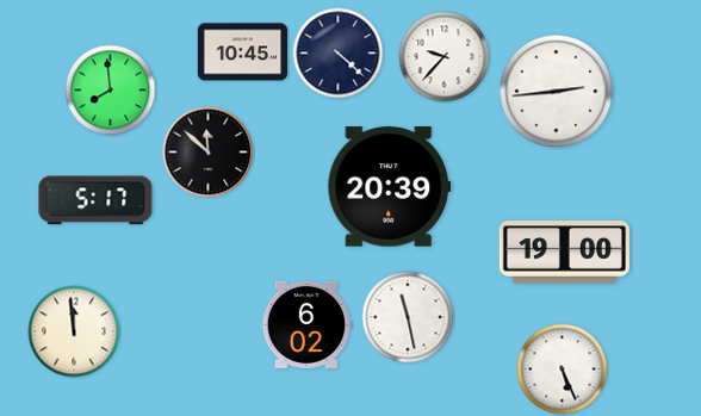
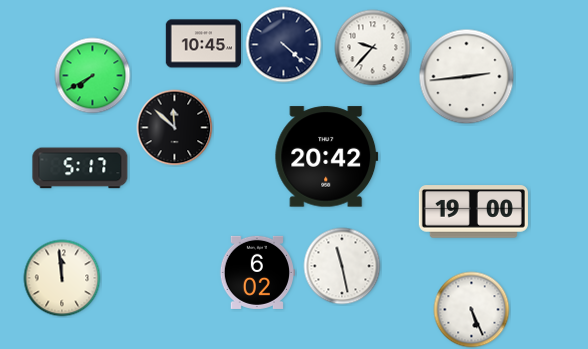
clock at (111, 91): 7:59 -> 7:40
clock at (390, 187): 20:39 -> 20:42
